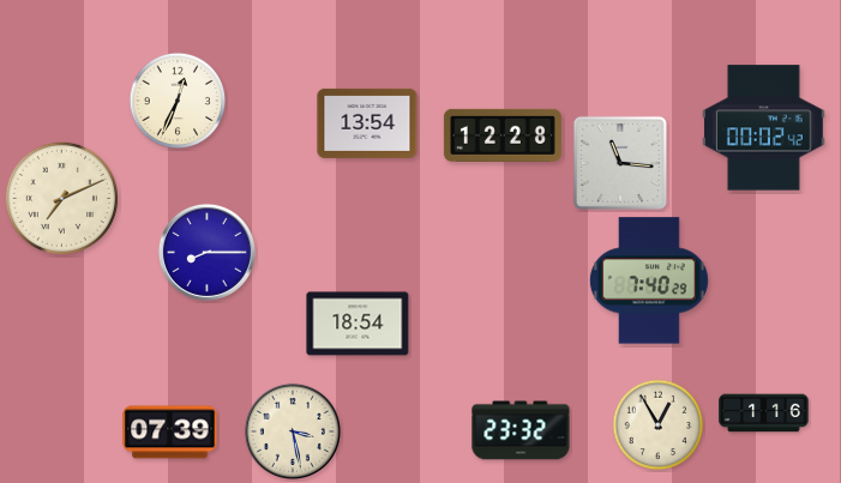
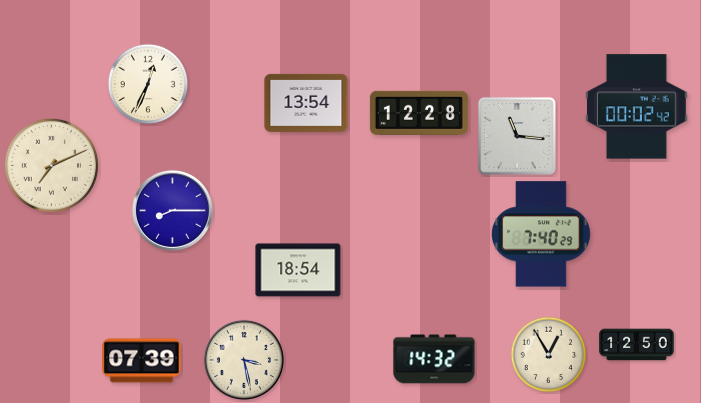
clock at (764, 413): 1:16 -> 12:50
clock at (521, 430): 23:32 -> 14:32
